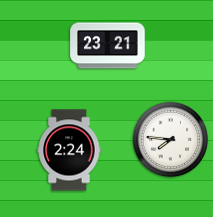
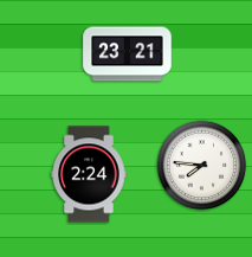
clock at (69, 150) position: (69, 150) -> (89, 174)
